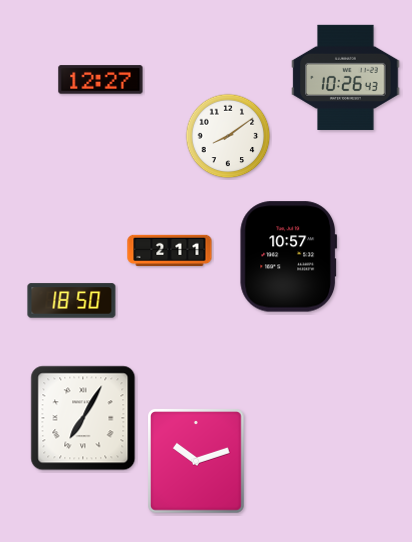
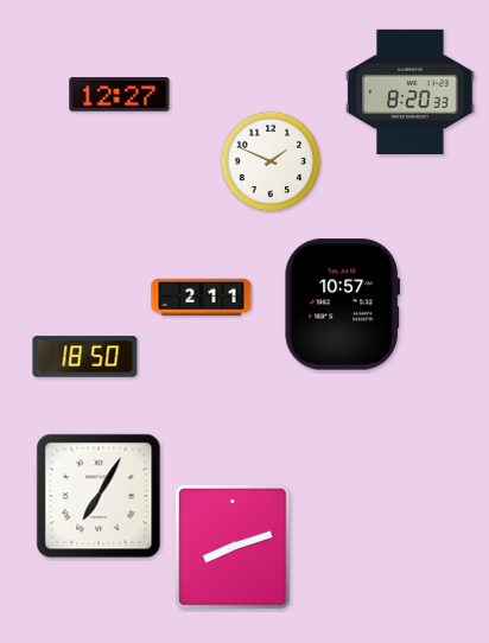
clock at (346, 77): 10:26 -> 8:20
clock at (228, 136): 8:09 -> 1:49
clock at (197, 462): 10:12 -> 8:12
